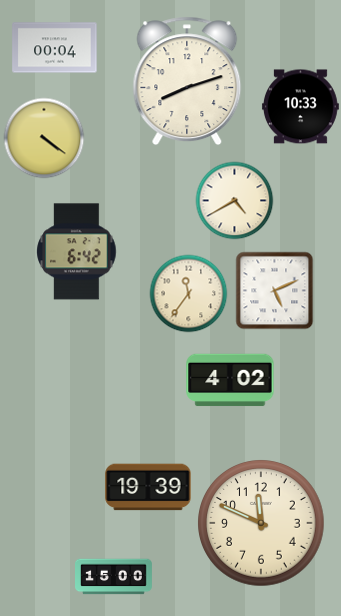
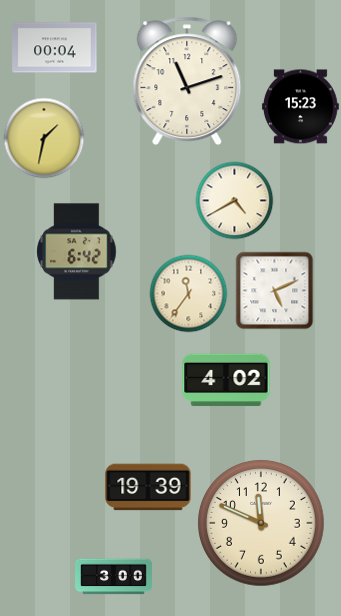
clock at (187, 81): 8:12 -> 11:12
clock at (301, 107): 10:33 -> 15:23
clock at (44, 138): 4:21 -> 1:32
clock at (230, 380) position: (230, 380) -> (226, 380)
clock at (114, 577): 15:00 -> 3:00
